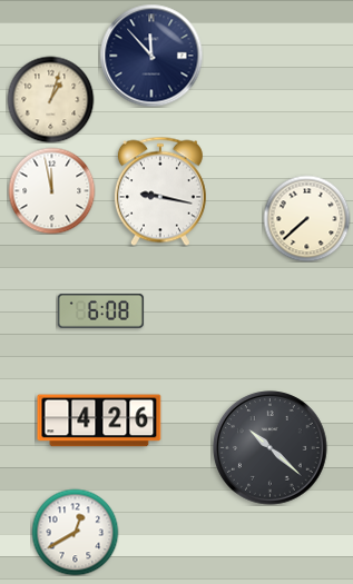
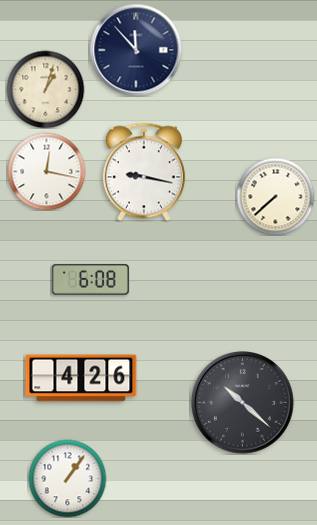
clock at (51, 190): 11:58 -> 12:17
clock at (99, 420) position: (99, 420) -> (81, 378)
clock at (75, 532): 12:40 -> 1:06
